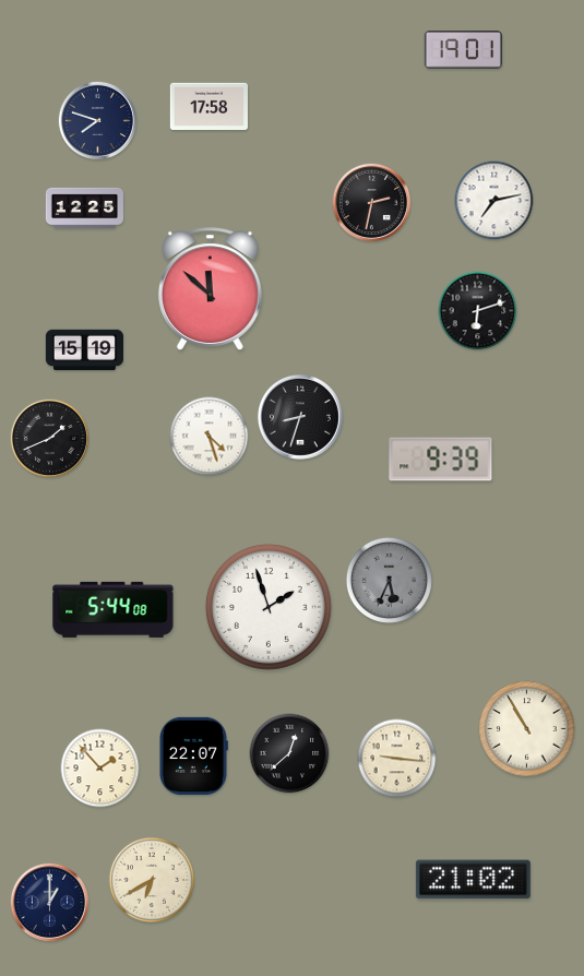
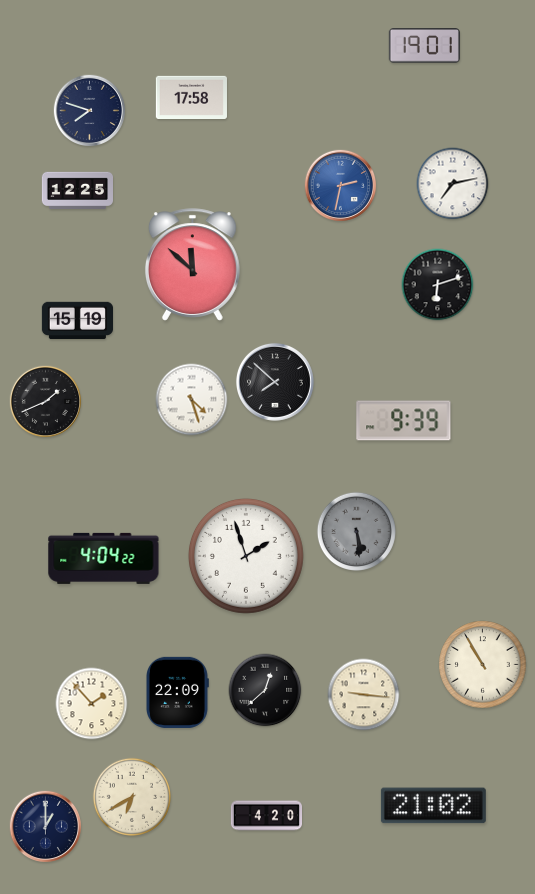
clock at (371, 202) dial: black -> blue
clock at (300, 417): 8:33 -> 7:52
clock at (389, 580): 5:34 -> 5:29
clock at (114, 609): 5:44 -> 4:04
clock at (527, 729) position: (527, 729) -> (483, 665)
clock at (194, 755): 22:07 -> 22:09
clock at (151, 879) position: (151, 879) -> (131, 796)
clock at (266, 816): none -> 4:20
